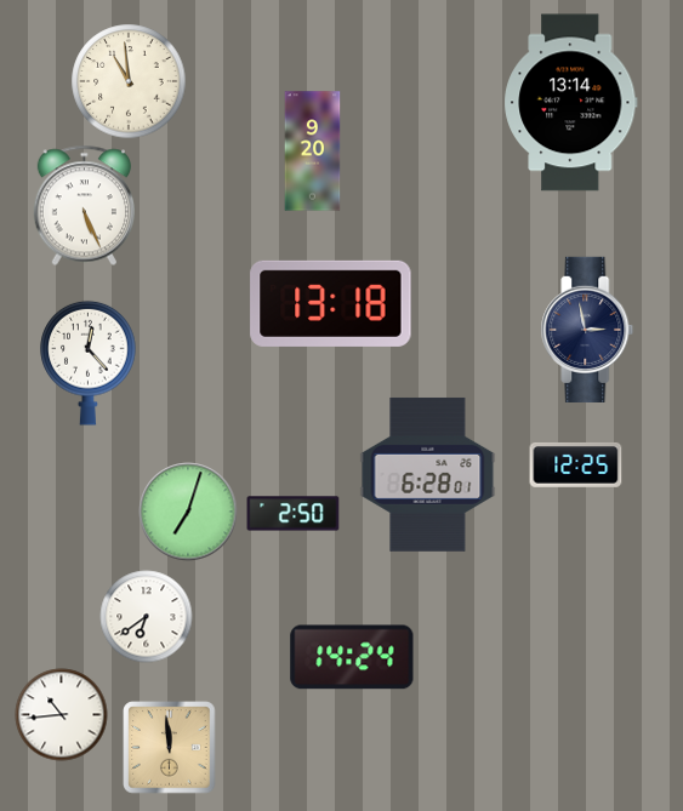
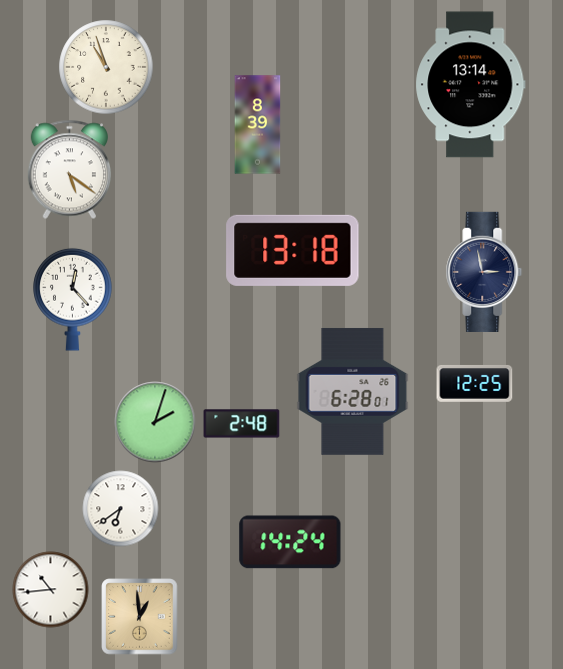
clock at (129, 81): 10:59 -> 10:57
clock at (313, 152): 9:20 -> 8:39
clock at (84, 206): 5:26 -> 5:21
clock at (331, 303) position: (331, 303) -> (293, 250)
clock at (188, 512): 7:03 -> 2:03
clock at (294, 514): 2:50 -> 2:48
clock at (170, 748): 11:59 -> 12:59
